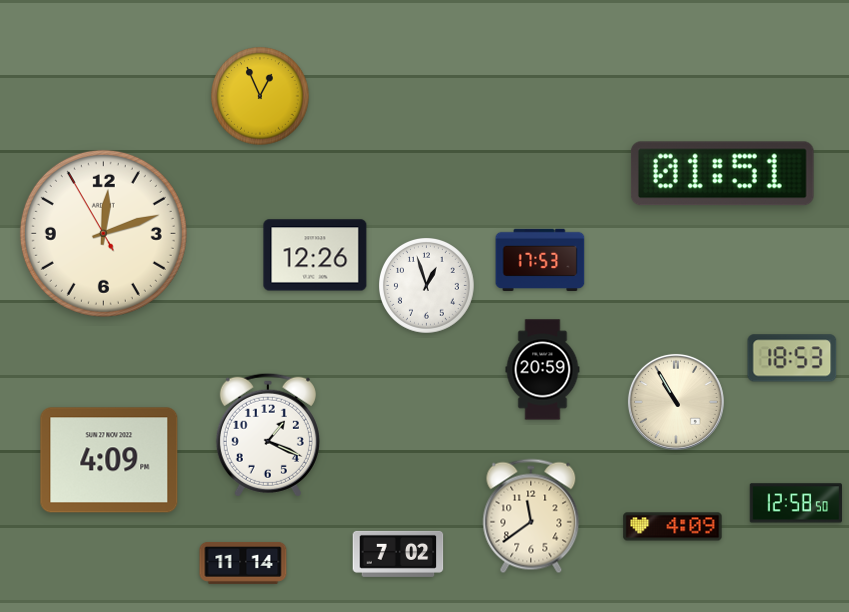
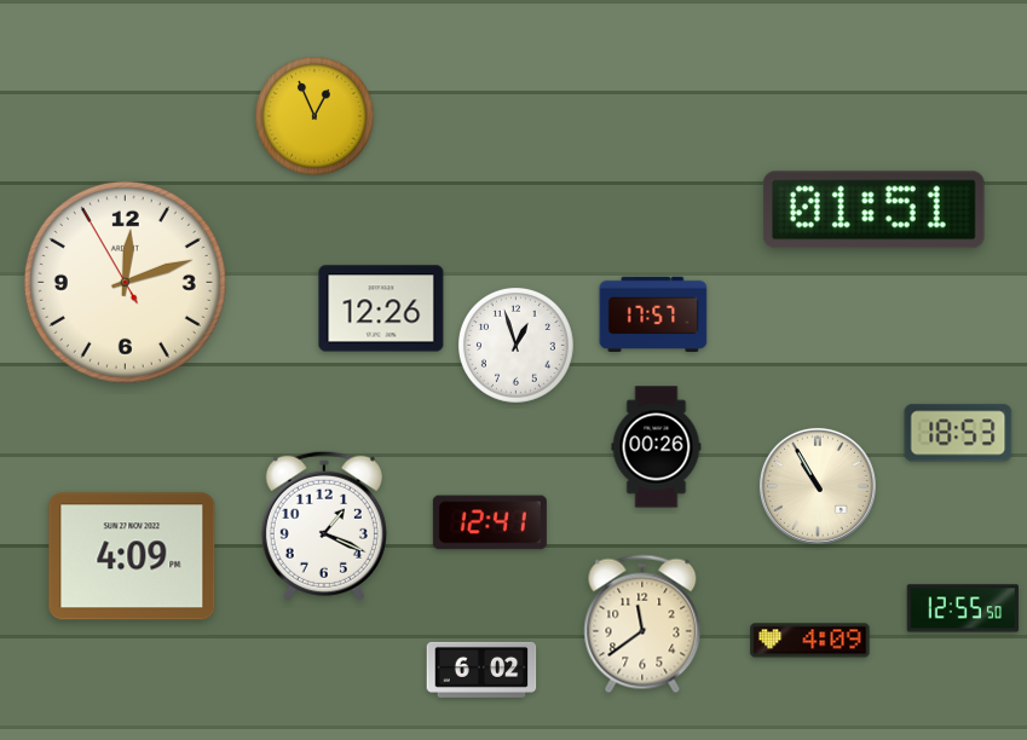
clock at (540, 259): 17:53 -> 17:57
clock at (543, 370): 20:59 -> 00:26
clock at (490, 522): none -> 12:41
clock at (795, 503): 12:58 -> 12:55
clock at (673, 527) position: (673, 527) -> (810, 641)
clock at (398, 554): 7:02 -> 6:02
clock at (243, 563): 11:14 -> none
